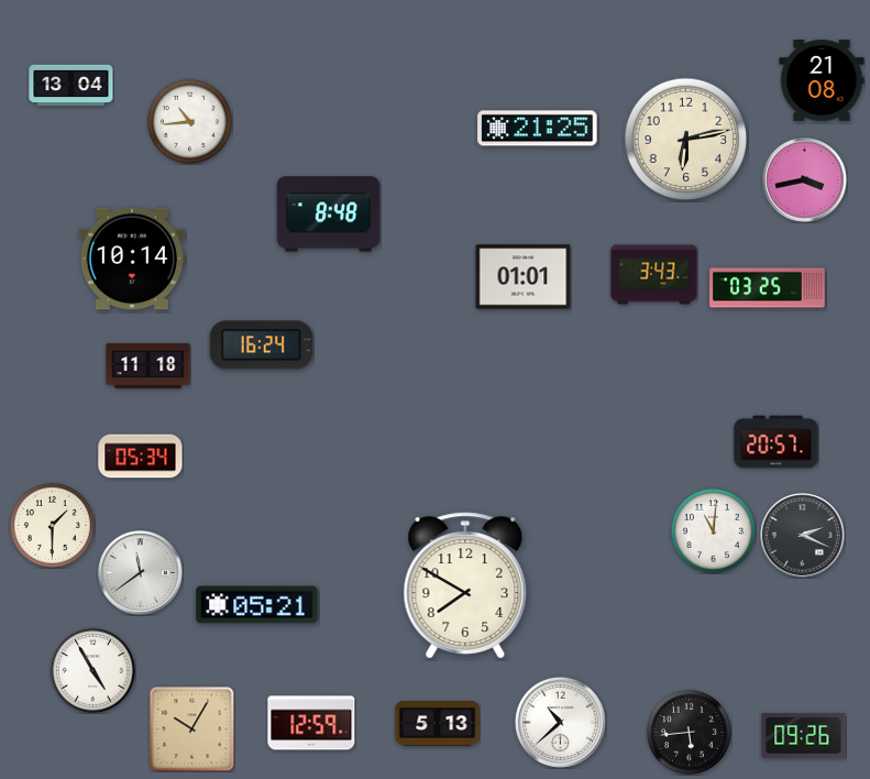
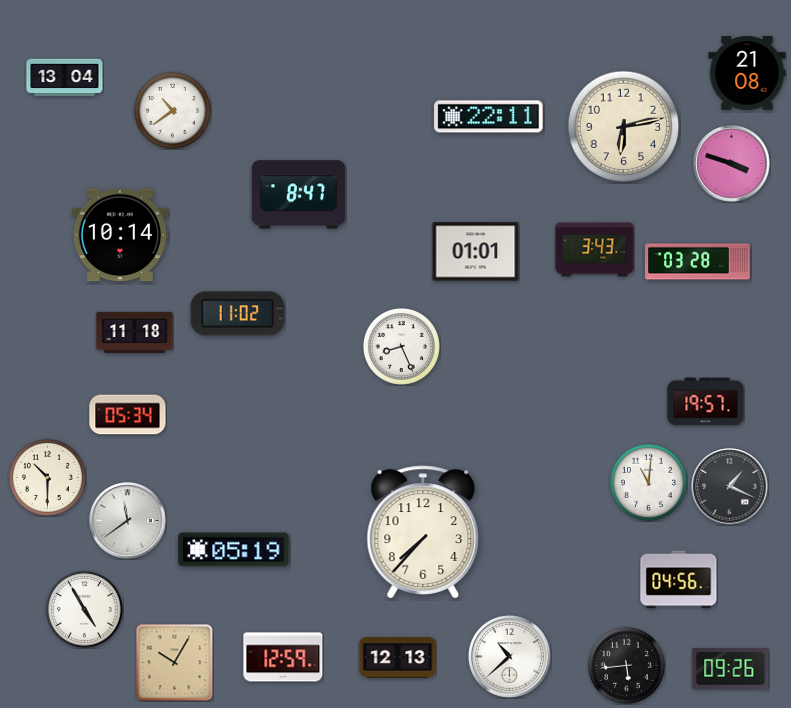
clock at (189, 121): 10:44 -> 10:39
clock at (538, 129): 21:25 -> 22:11
clock at (805, 180): 3:43 -> 3:48
clock at (329, 215): 8:48 -> 8:47
clock at (768, 288): 03:25 -> 03:28
clock at (262, 345): 16:24 -> 11:02
clock at (401, 346): none -> 8:26
clock at (777, 442): 20:57 -> 19:57
clock at (52, 525): 1:30 -> 10:30
clock at (803, 536): 2:19 -> 1:19
clock at (465, 585): 7:50 -> 7:37
clock at (257, 605): 05:21 -> 05:19
clock at (679, 580): none -> 04:56
clock at (438, 724): 5:13 -> 12:13
